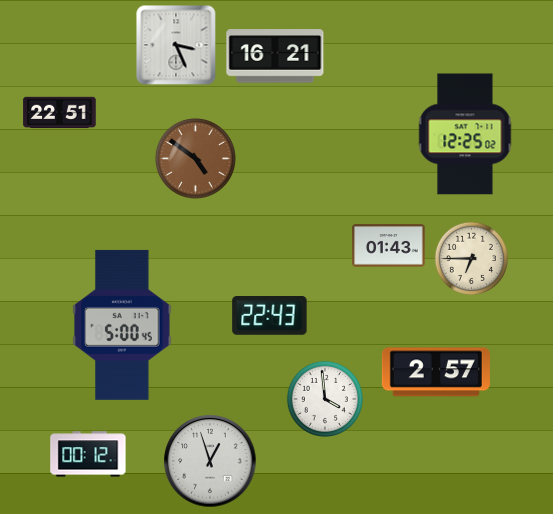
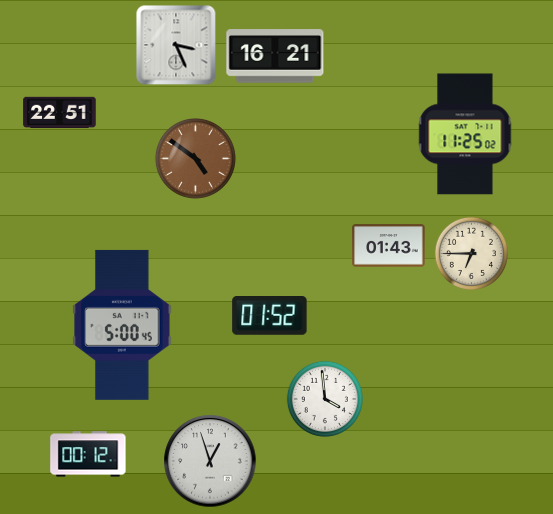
clock at (465, 134): 12:25 -> 11:25
clock at (471, 258) position: (471, 258) -> (471, 253)
clock at (270, 316): 22:43 -> 01:52
clock at (436, 372): 2:57 -> none
